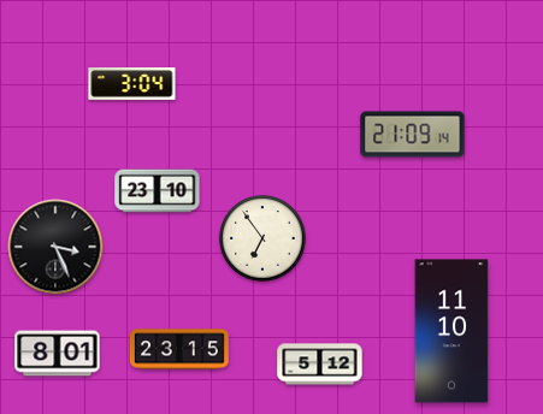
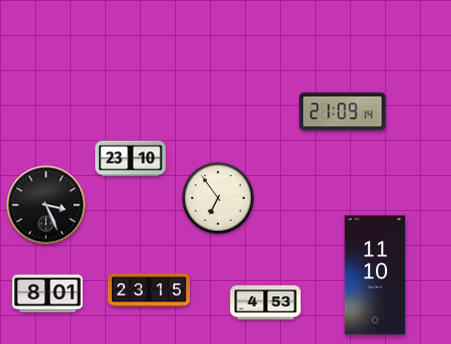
clock at (132, 84): 3:04 -> none
clock at (320, 365): 5:12 -> 4:53
